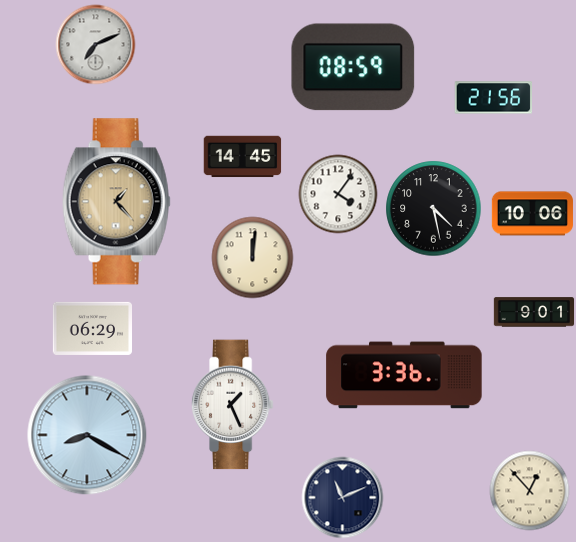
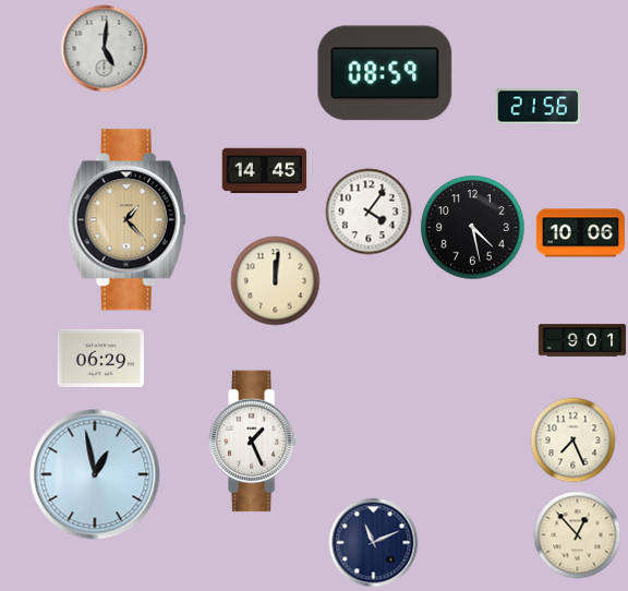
clock at (95, 44): 7:11 -> 5:01
clock at (404, 375): 3:36 -> none
clock at (572, 439): none -> 7:26
clock at (87, 435): 8:20 -> 12:58
